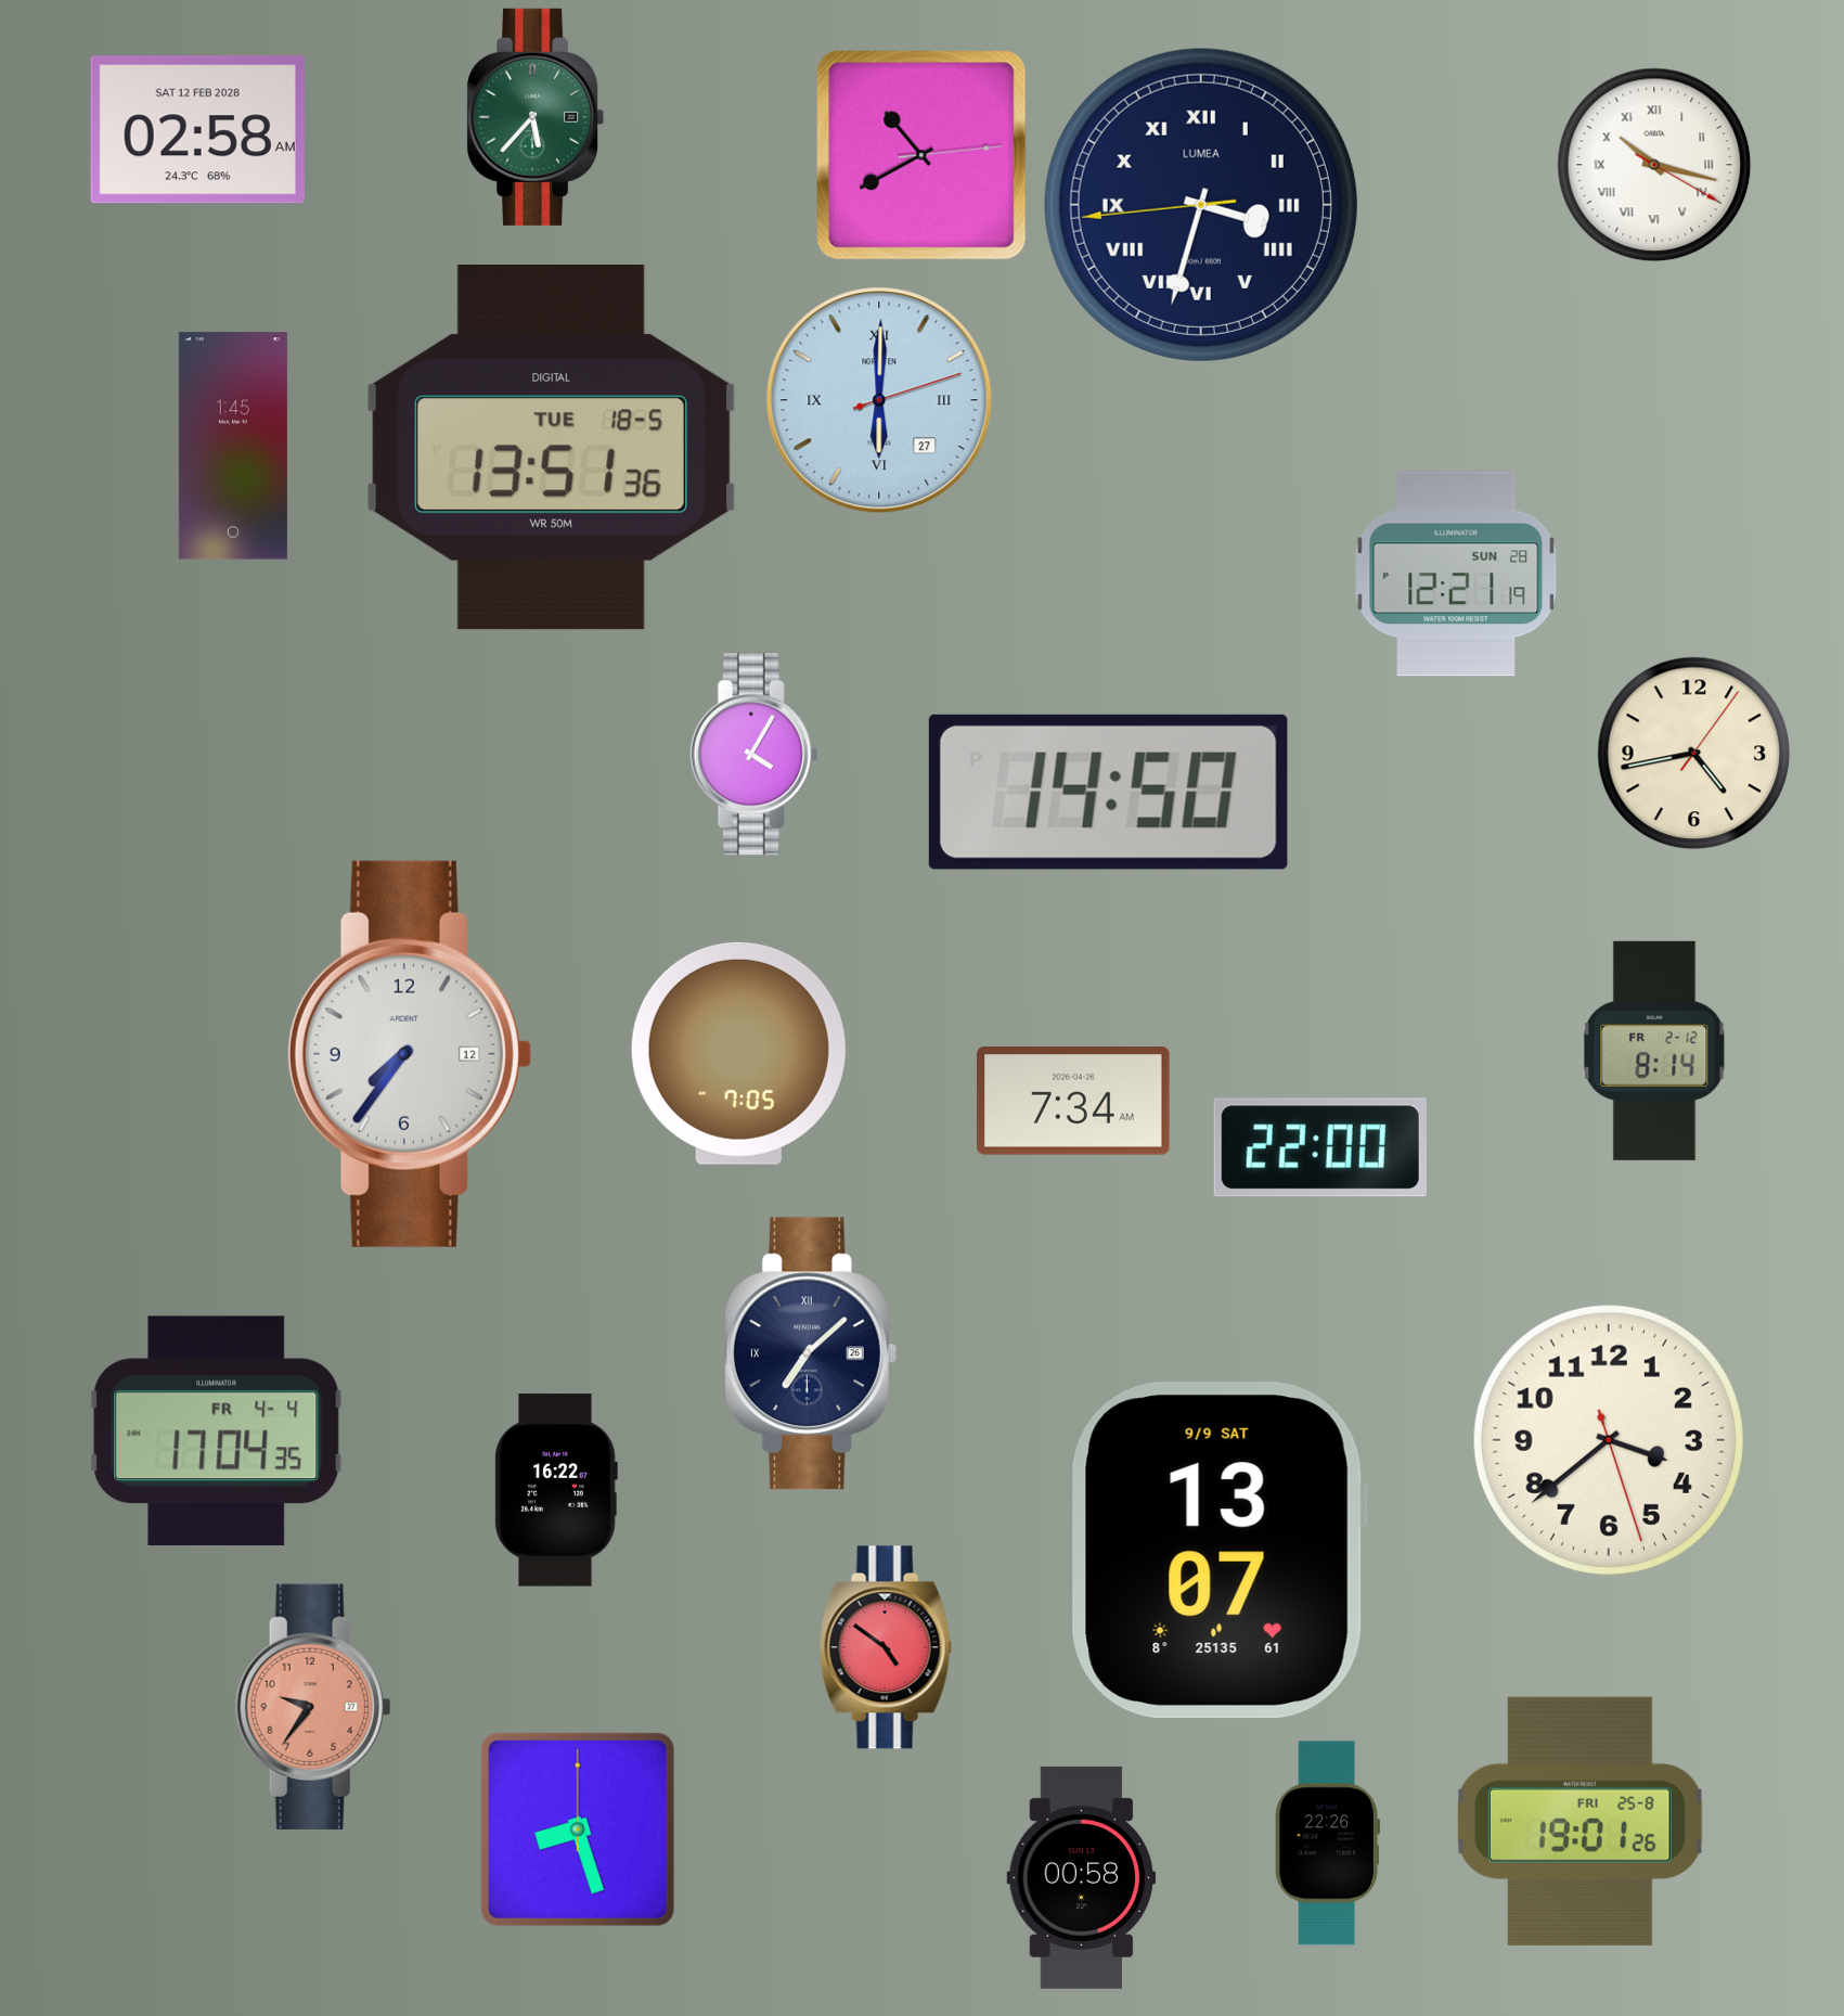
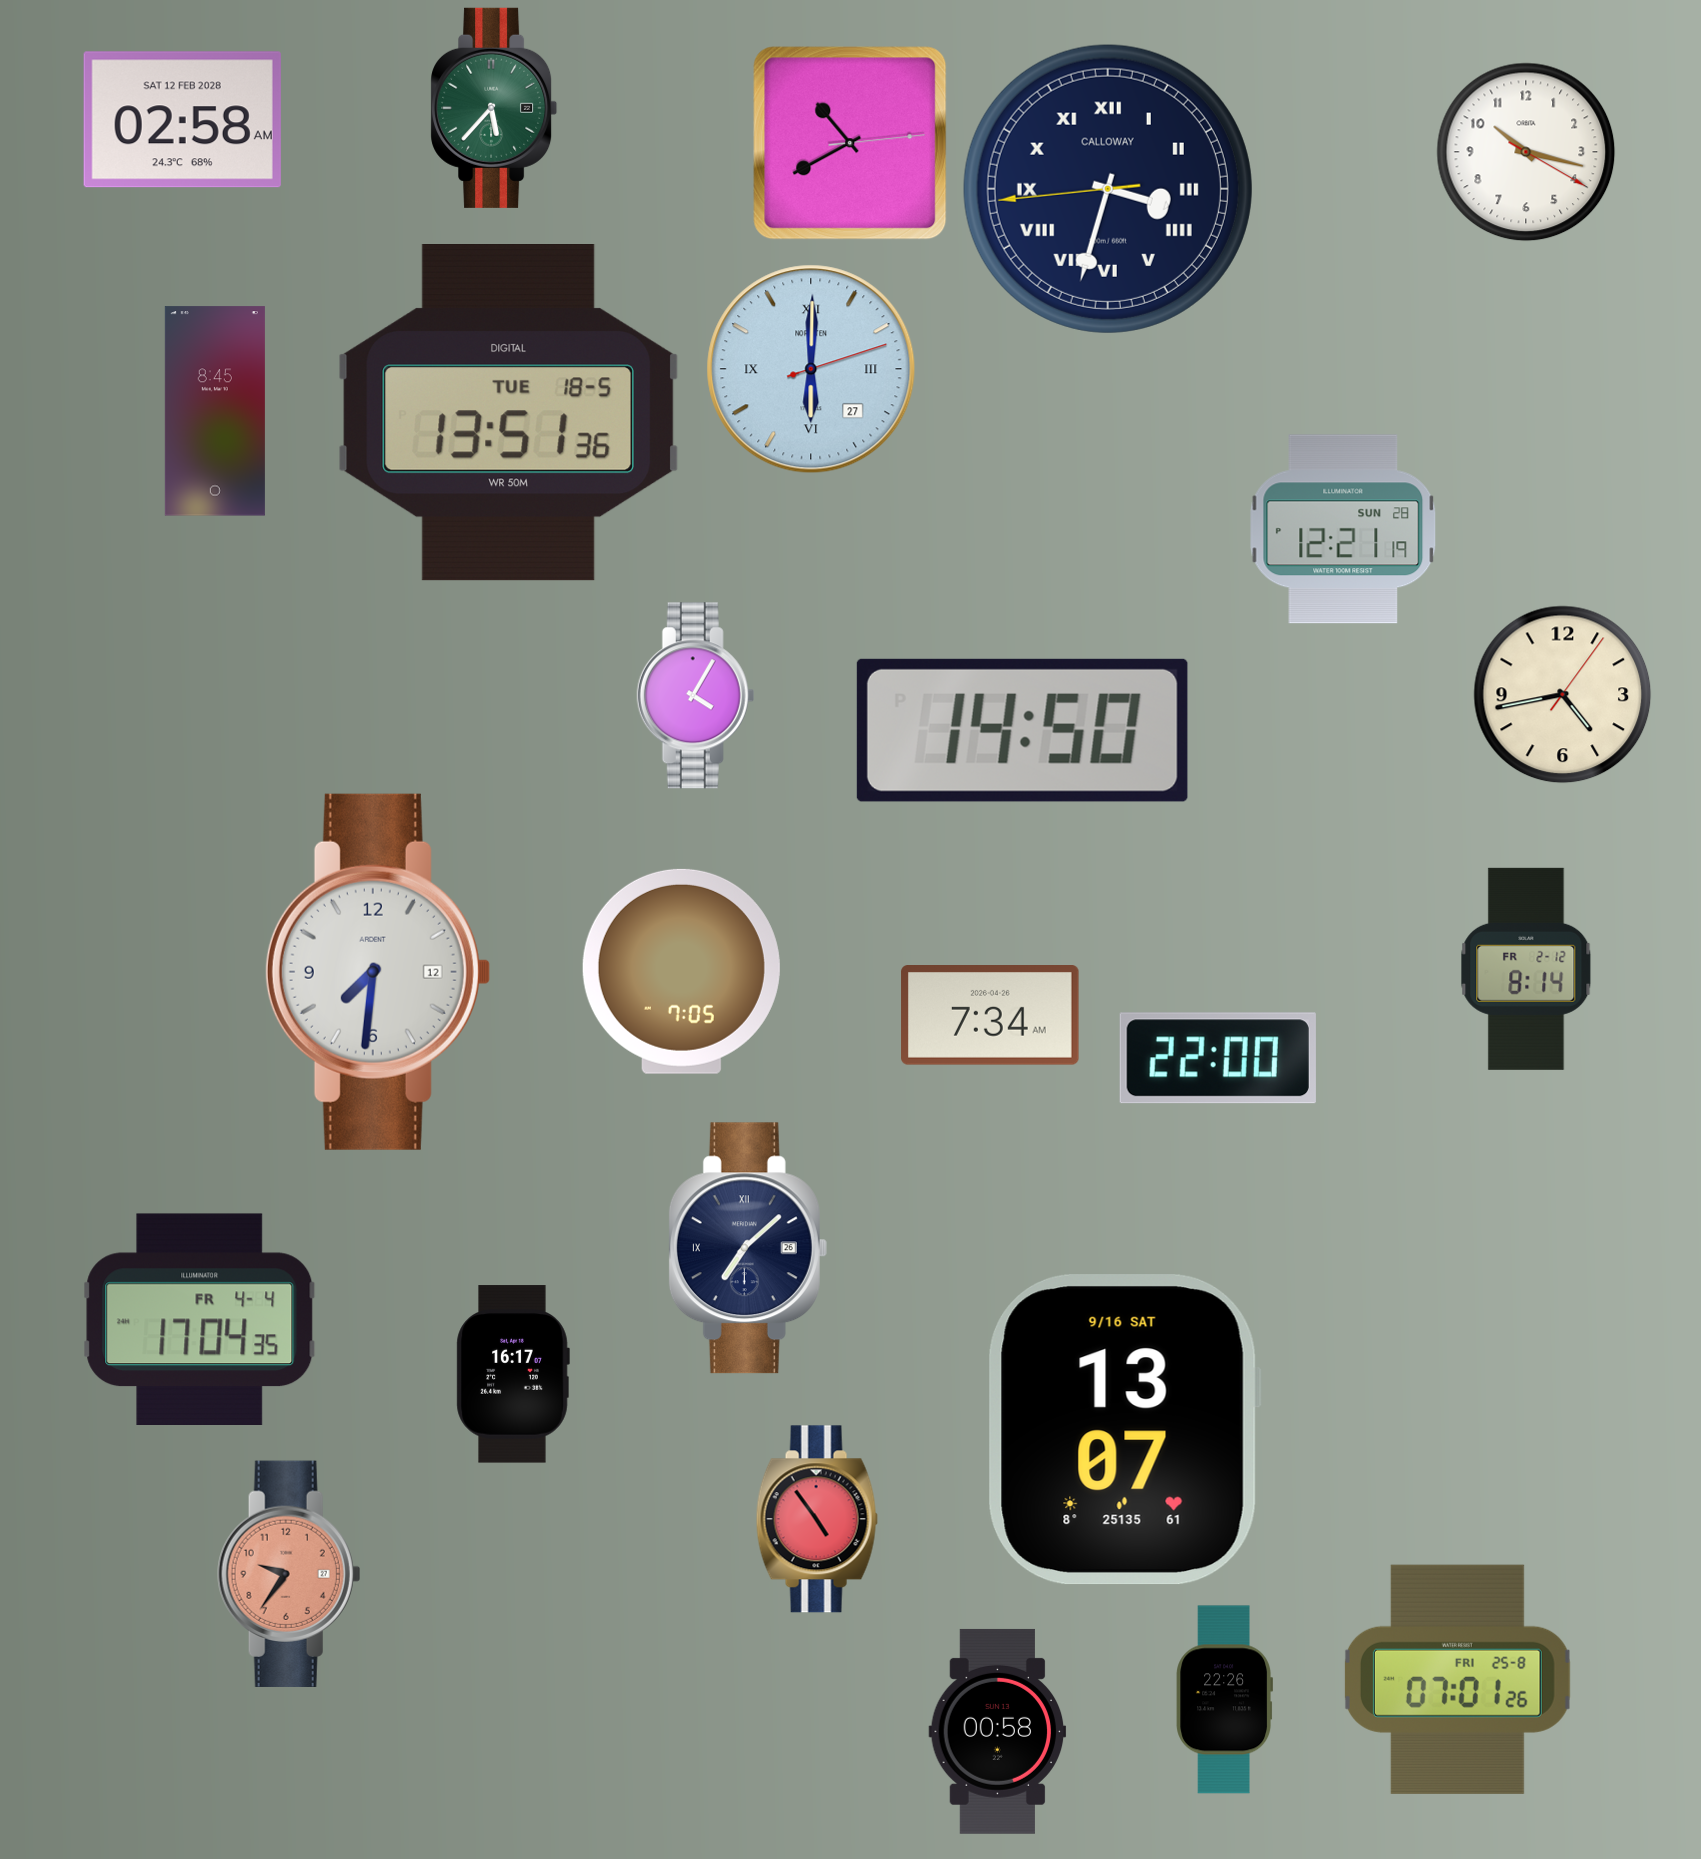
clock at (1654, 165) numerals: Roman -> Arabic
clock at (1201, 205) brand: LUMEA -> CALLOWAY
clock at (233, 446): 1:45 -> 8:45
clock at (409, 1054): 7:36 -> 7:31
clock at (1609, 1440): 3:38 -> none
clock at (556, 1490): 16:22 -> 16:17
clock at (1218, 1551) date: 9/9 SAT -> 9/16 SAT
clock at (886, 1647): 4:51 -> 4:54
clock at (1579, 1821): 19:01 -> 07:01
clock at (578, 1829): 8:27 -> none
